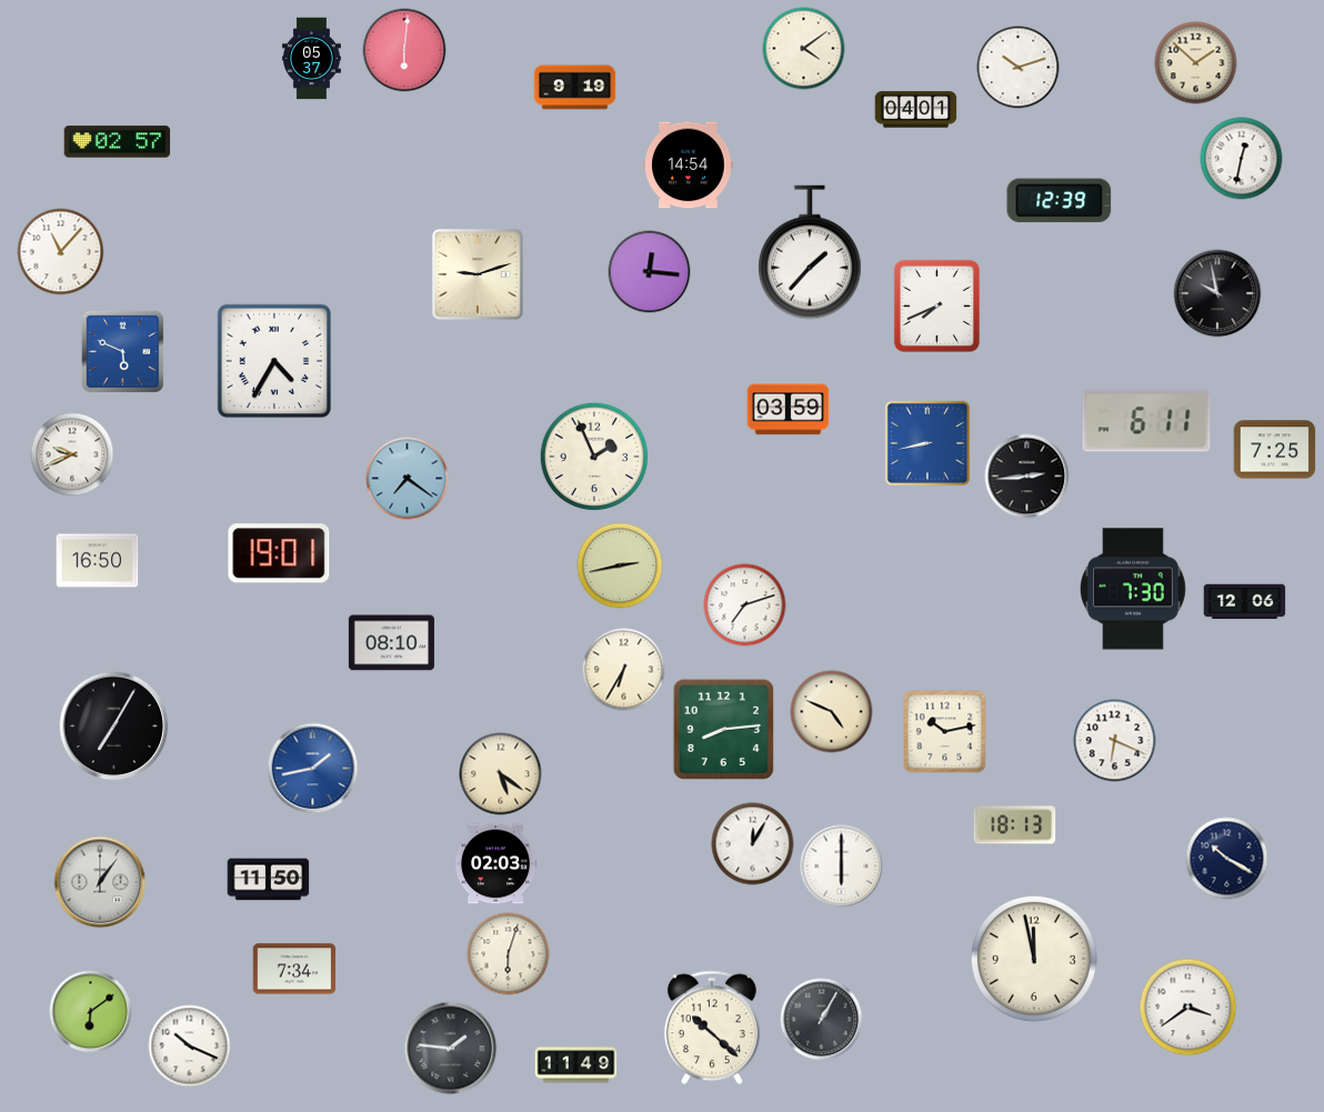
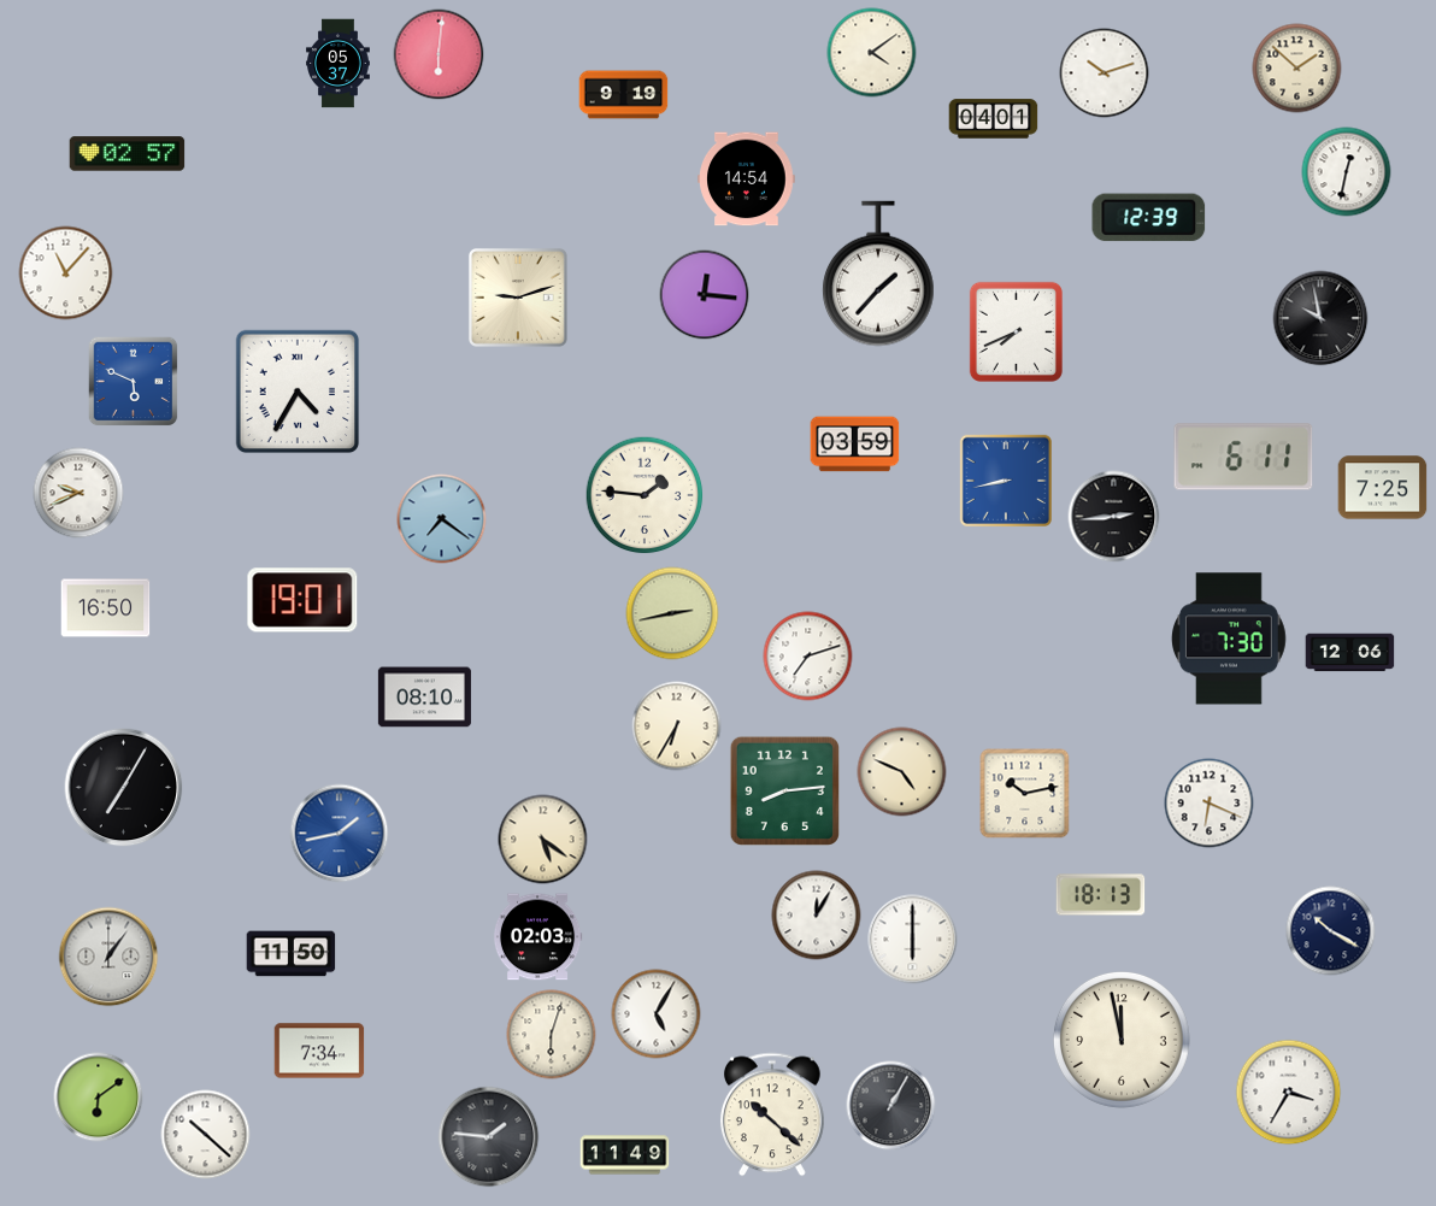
clock at (594, 457): 1:56 -> 1:46
clock at (657, 1014): none -> 5:05
clock at (1188, 1008): 3:39 -> 3:35
clock at (190, 1046): 10:19 -> 10:22
